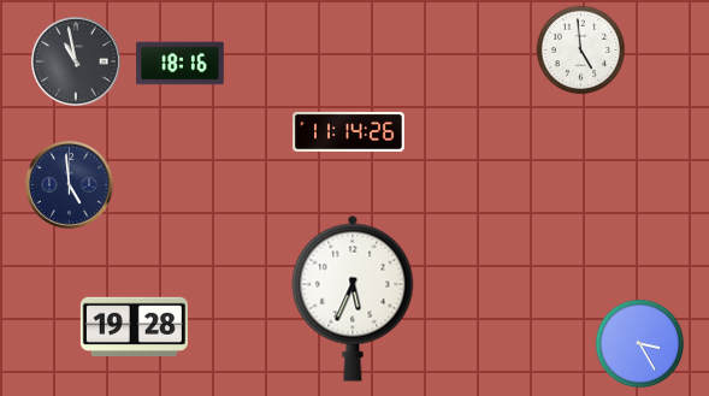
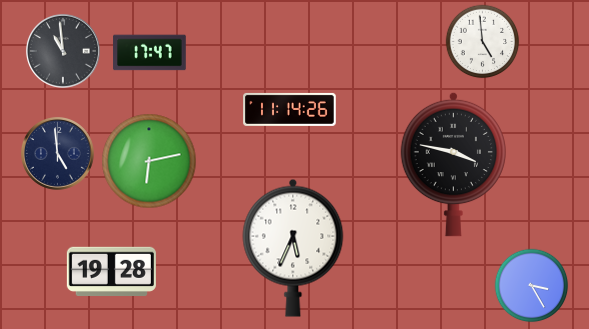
clock at (76, 61): 10:58 -> 10:59
clock at (181, 64): 18:16 -> 17:47
clock at (149, 161): none -> 6:13
clock at (453, 164): none -> 3:47
